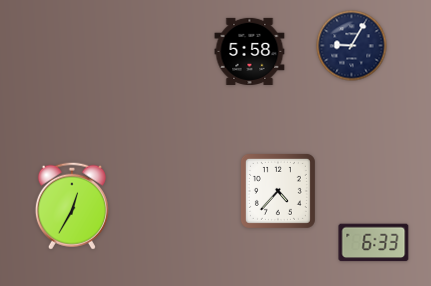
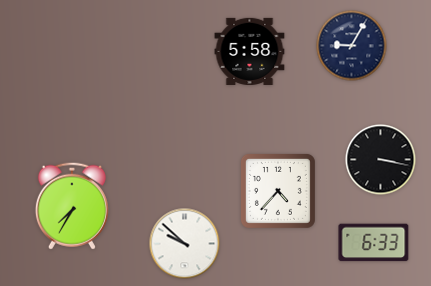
clock at (381, 160): none -> 3:17
clock at (72, 206): 12:35 -> 7:35
clock at (185, 244): none -> 9:52
